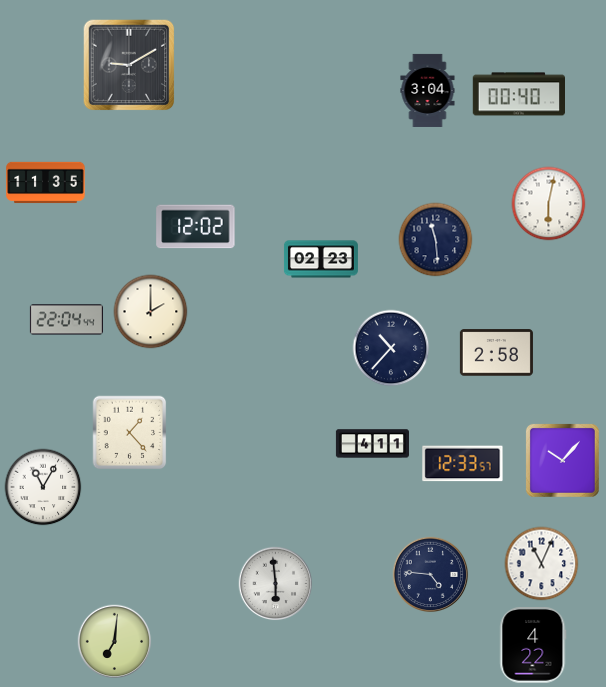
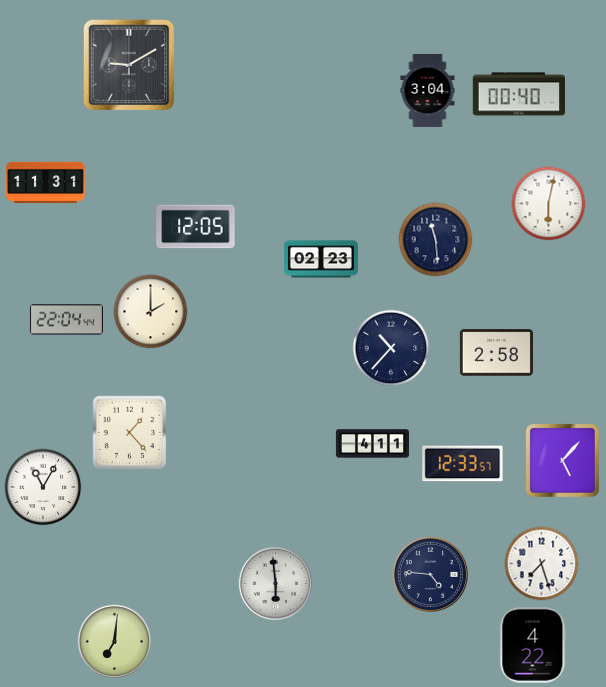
clock at (46, 183): 11:35 -> 11:31
clock at (196, 227): 12:02 -> 12:05
clock at (562, 460): 10:07 -> 5:07
clock at (542, 564): 11:04 -> 7:27
